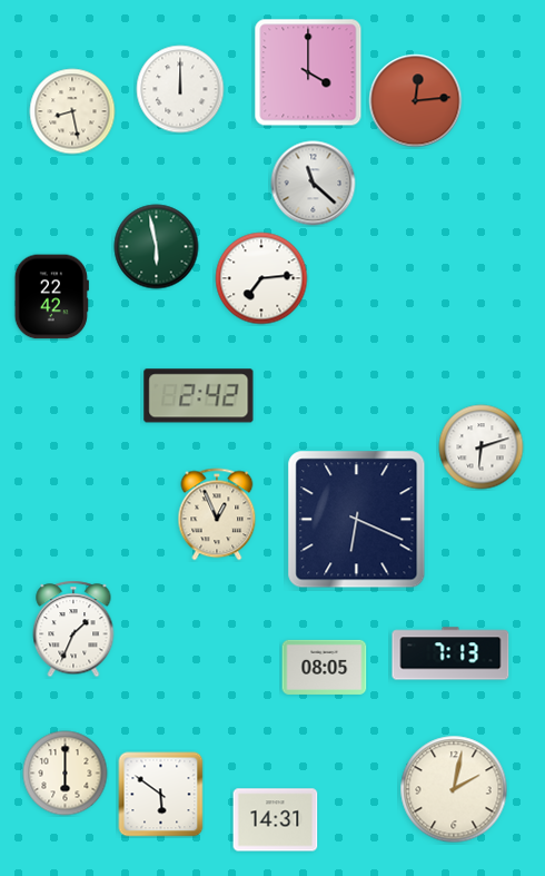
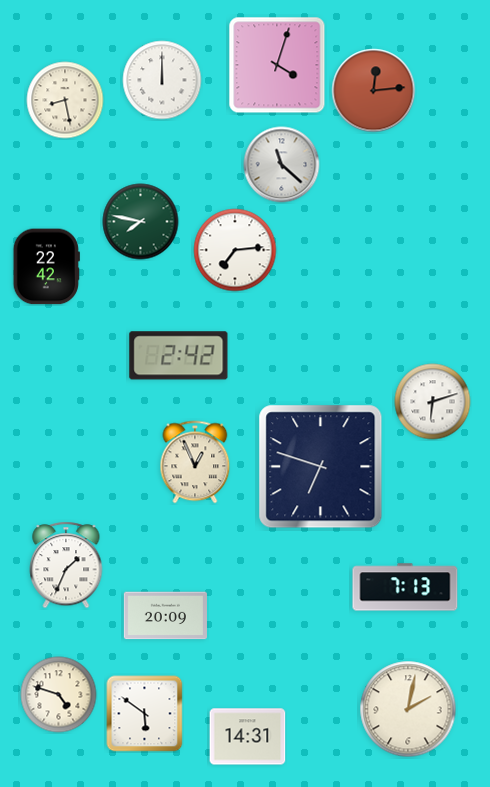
clock at (308, 72): 4:00 -> 4:03
clock at (157, 247): 5:58 -> 7:47
clock at (357, 520): 6:19 -> 6:48
clock at (325, 667): 08:05 -> none
clock at (165, 616): none -> 20:09
clock at (66, 774): 6:00 -> 4:48
